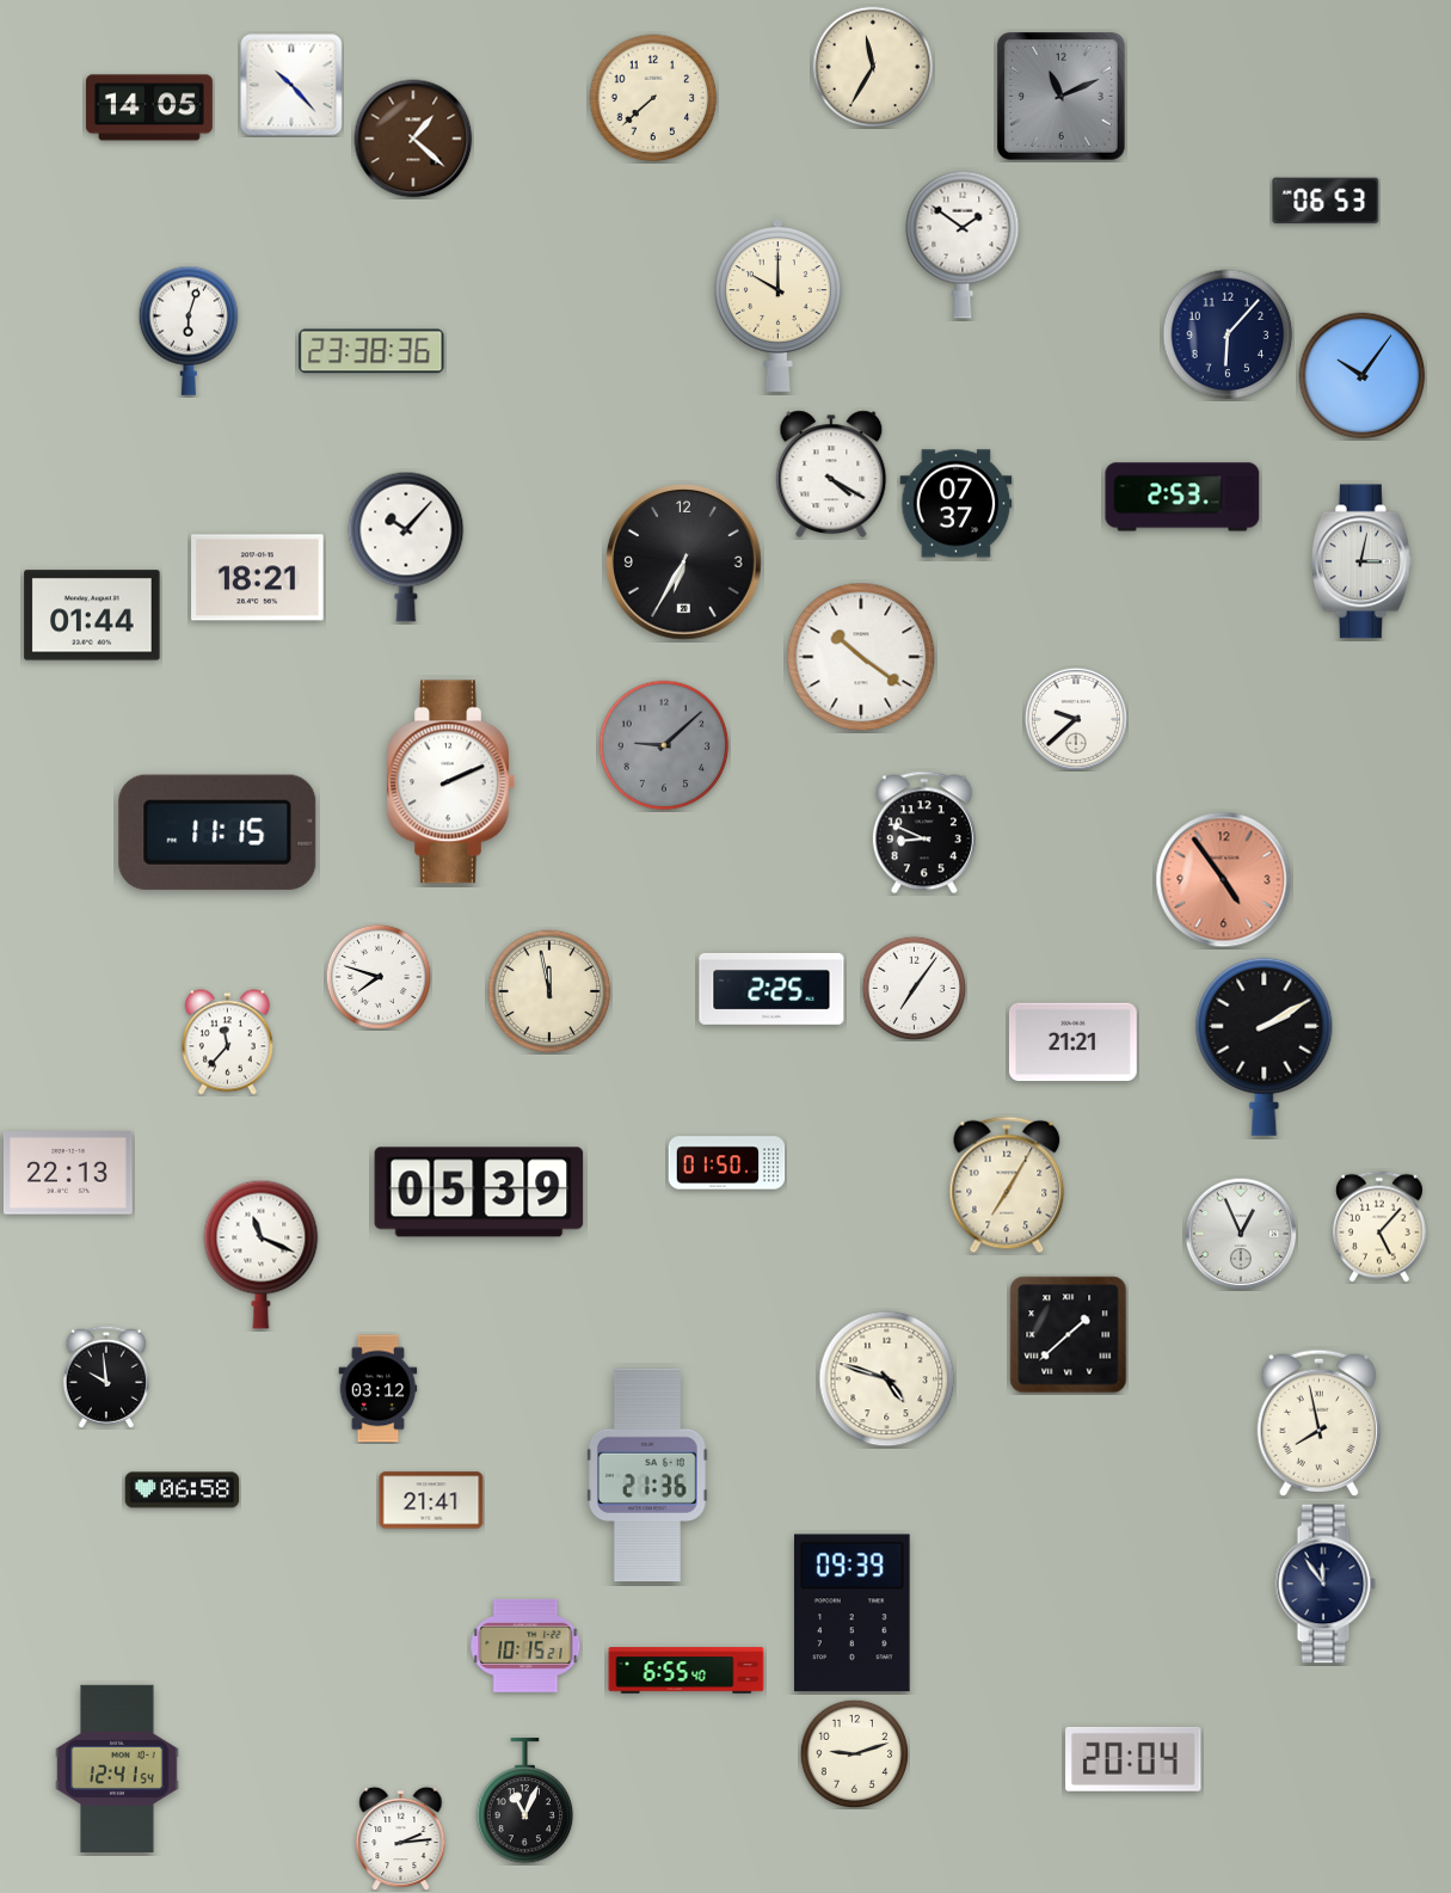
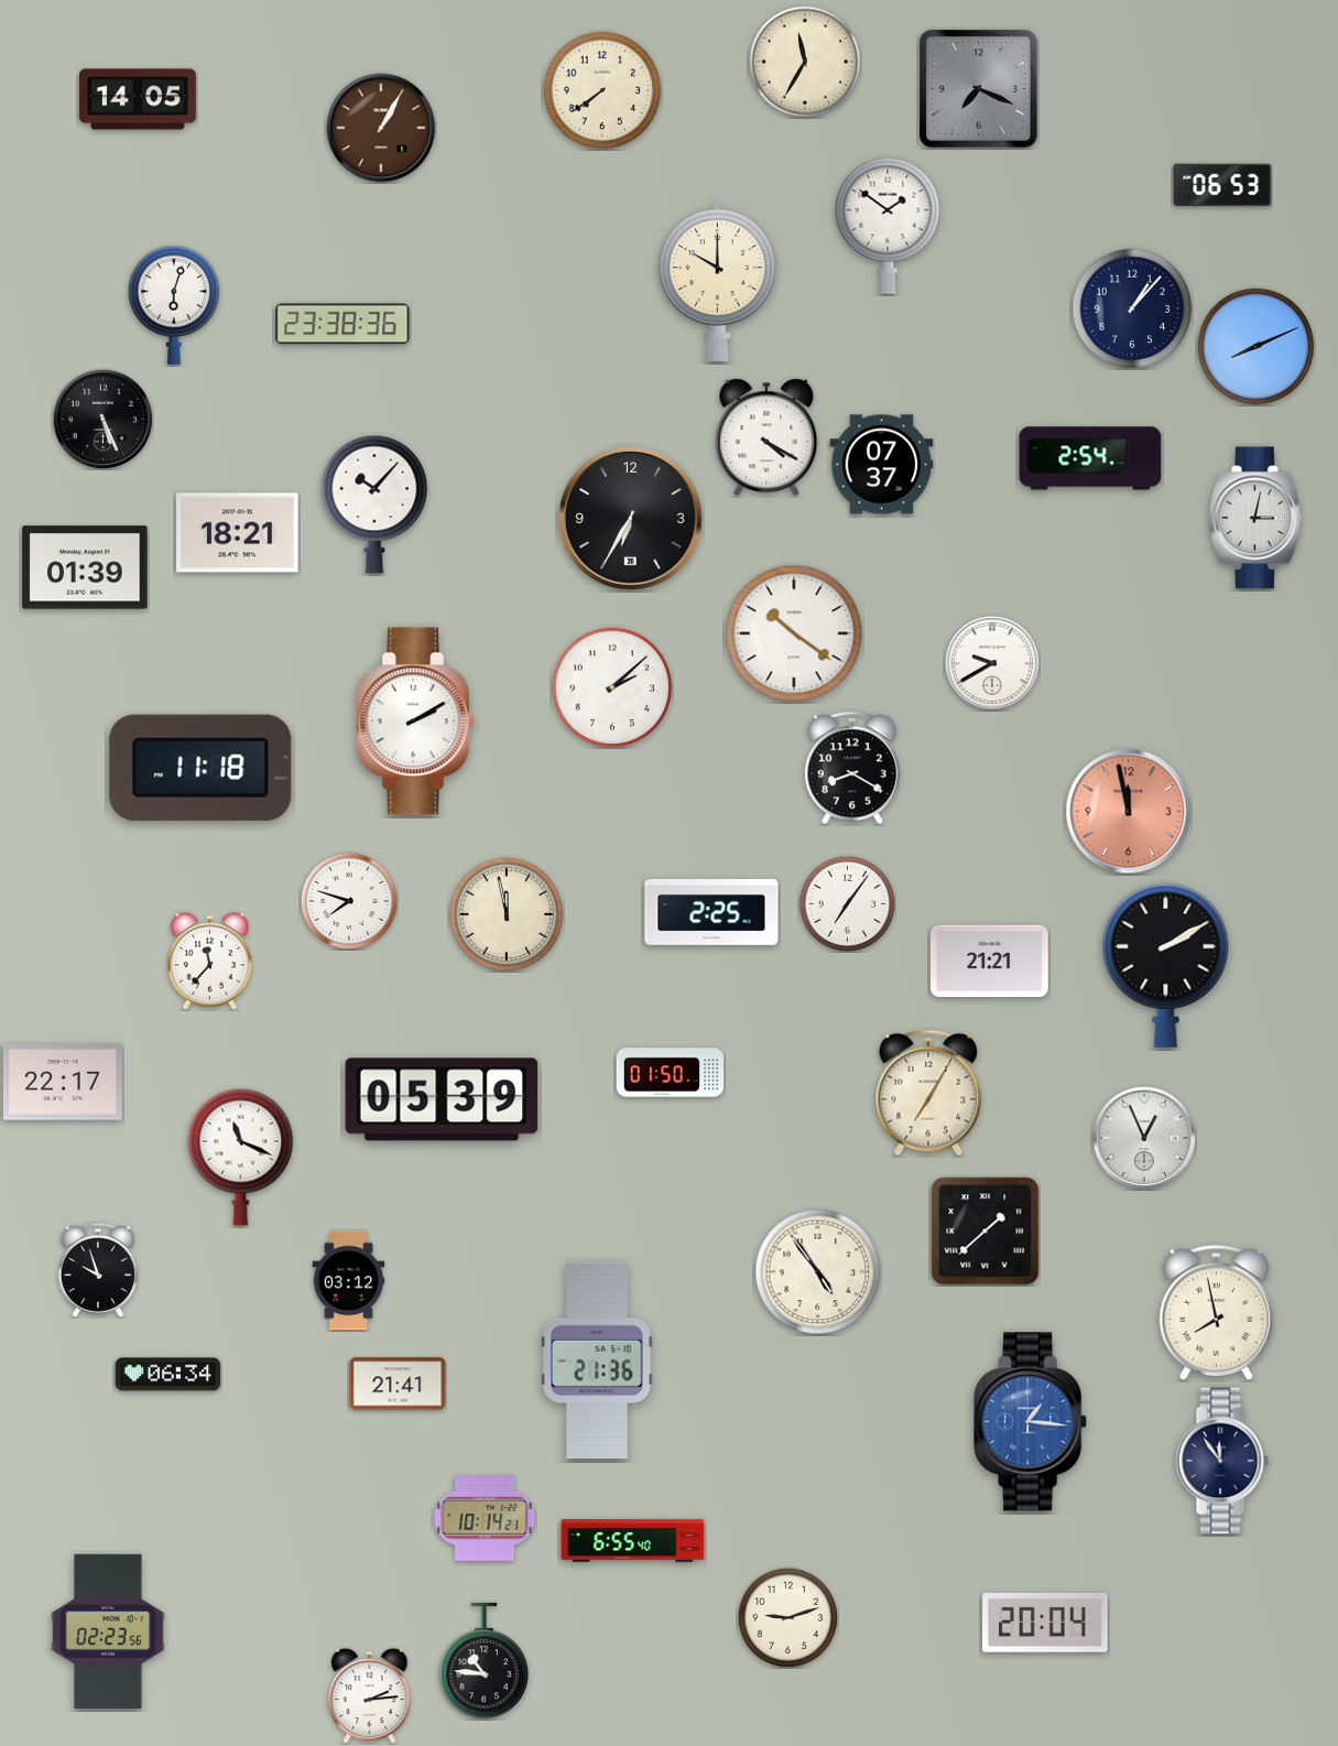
clock at (291, 85): 10:23 -> none
clock at (1060, 96): 11:11 -> 7:19
clock at (653, 98): 7:38 -> 7:39
clock at (413, 139): 1:22 -> 1:05
clock at (1228, 334): 6:07 -> 1:07
clock at (1363, 376): 10:06 -> 8:11
clock at (102, 419): none -> 5:26
clock at (1182, 497): 2:53 -> 2:54
clock at (92, 615): 01:44 -> 01:39
clock at (861, 657) position: (861, 657) -> (794, 633)
clock at (1076, 719): 9:38 -> 9:40
clock at (664, 745): 9:08 -> 2:08
clock at (664, 745) dial: grey -> white
clock at (450, 782): 2:11 -> 2:10
clock at (217, 832): 11:15 -> 11:18
clock at (924, 832): 8:49 -> 8:20
clock at (1224, 880): 4:54 -> 11:58
clock at (914, 988) position: (914, 988) -> (847, 903)
clock at (68, 1173): 22:13 -> 22:17
clock at (1379, 1227): 5:07 -> none
clock at (106, 1377): 9:59 -> 9:57
clock at (887, 1379): 4:48 -> 4:54
clock at (183, 1491): 06:58 -> 06:34
clock at (1031, 1422): none -> 1:16
clock at (853, 1614): 09:39 -> none
clock at (525, 1646): 10:15 -> 10:14
clock at (117, 1768): 12:41 -> 02:23
clock at (525, 1801): 11:04 -> 10:46
